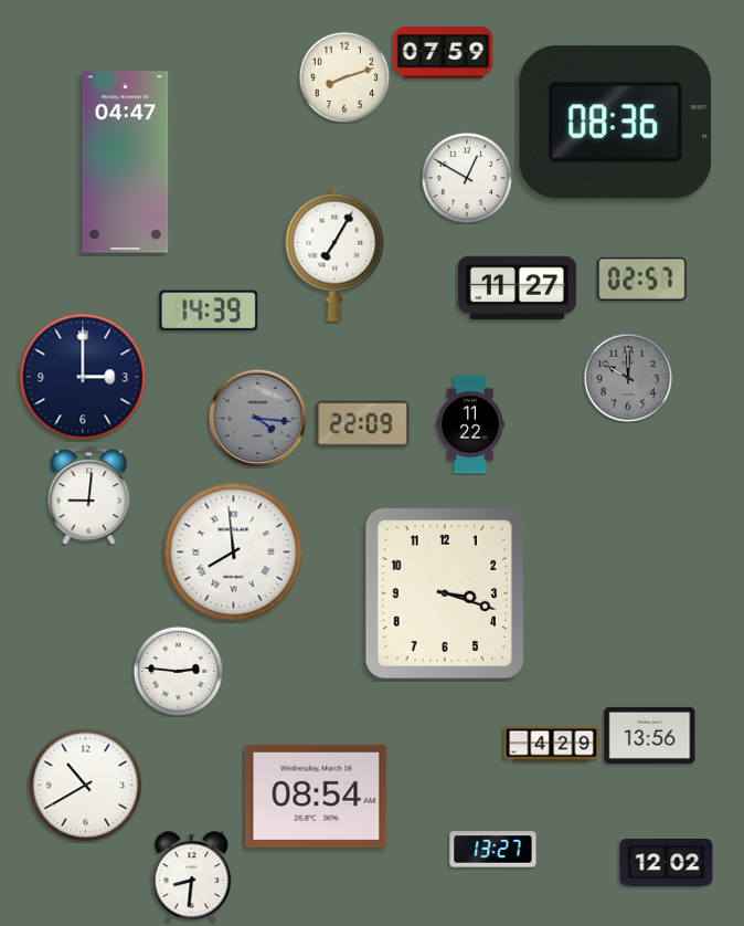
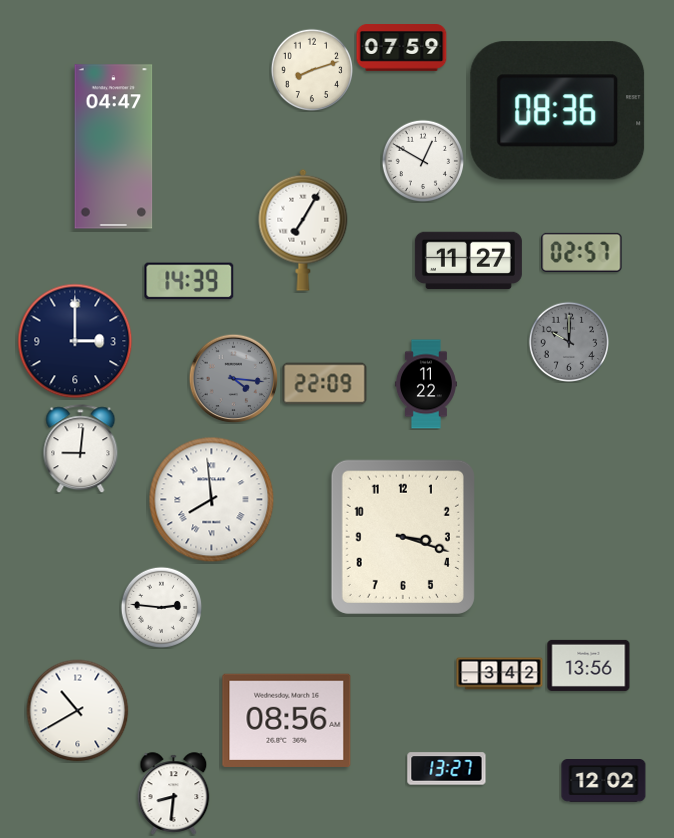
clock at (363, 424) position: (363, 424) -> (325, 384)
clock at (552, 745): 4:29 -> 3:42
clock at (317, 796): 08:54 -> 08:56
